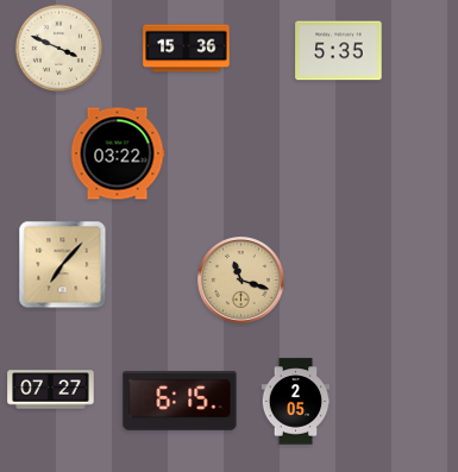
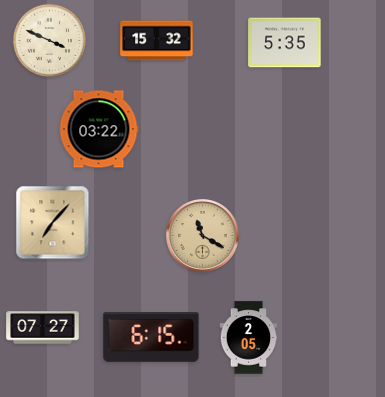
clock at (187, 49): 15:36 -> 15:32
clock at (241, 281): 11:18 -> 11:20
